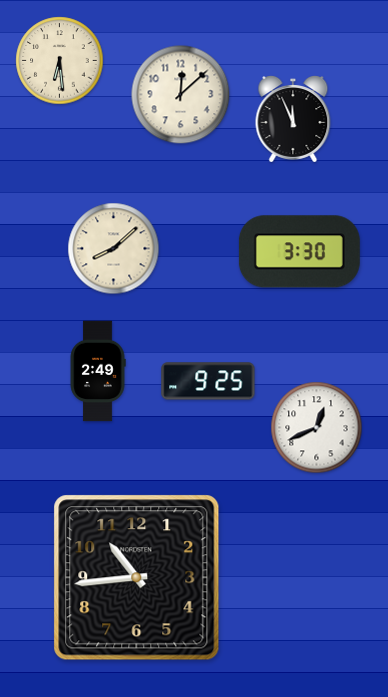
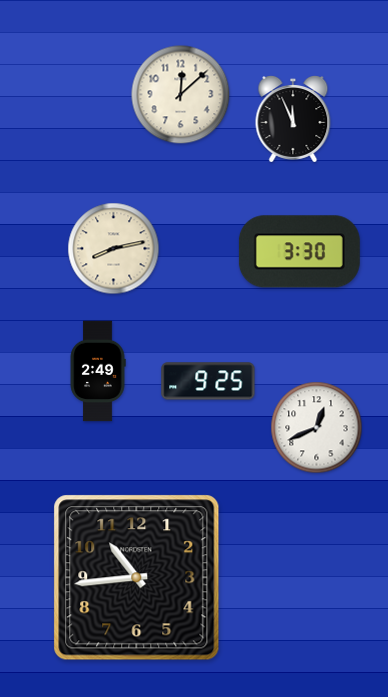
clock at (60, 61): 6:29 -> none
clock at (114, 249): 8:08 -> 8:13
